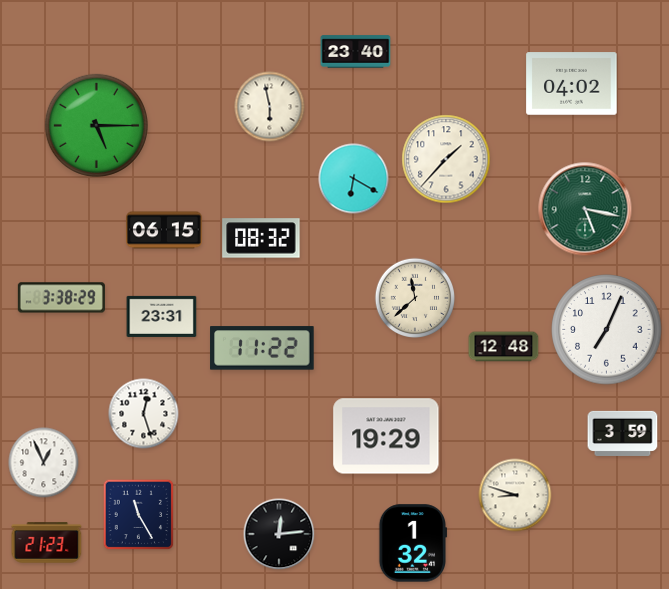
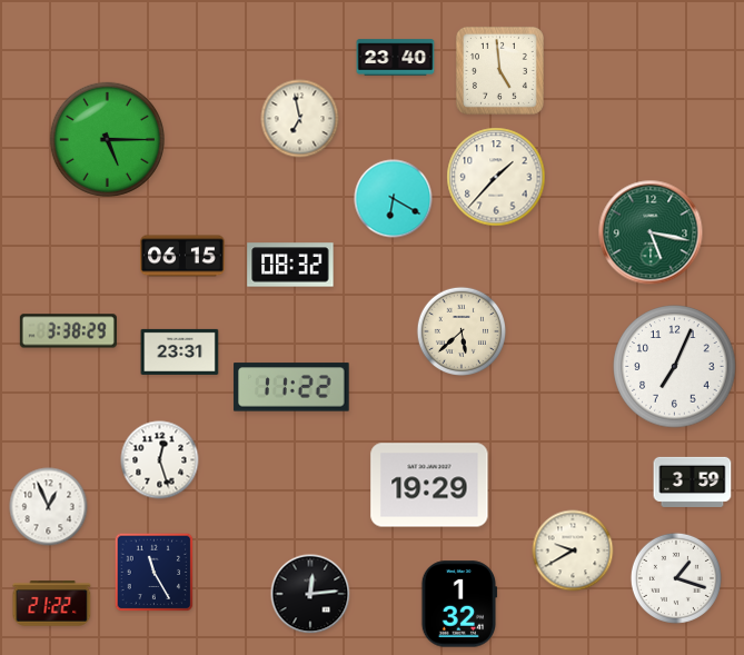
clock at (499, 70): none -> 4:59
clock at (572, 84): 04:02 -> none
clock at (270, 107): 5:58 -> 6:58
clock at (414, 297): 11:38 -> 5:38
clock at (504, 347): 12:48 -> none
clock at (44, 463) position: (44, 463) -> (49, 507)
clock at (515, 495): 8:48 -> 9:40
clock at (676, 578): none -> 1:18
clock at (47, 543): 21:23 -> 21:22
